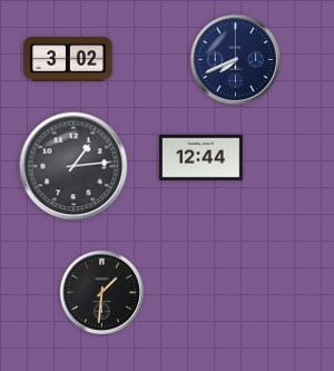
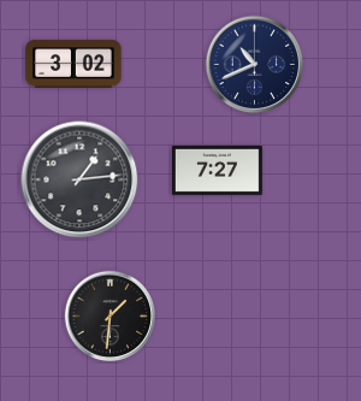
clock at (236, 60): 7:41 -> 10:41
clock at (200, 157): 12:44 -> 7:27
